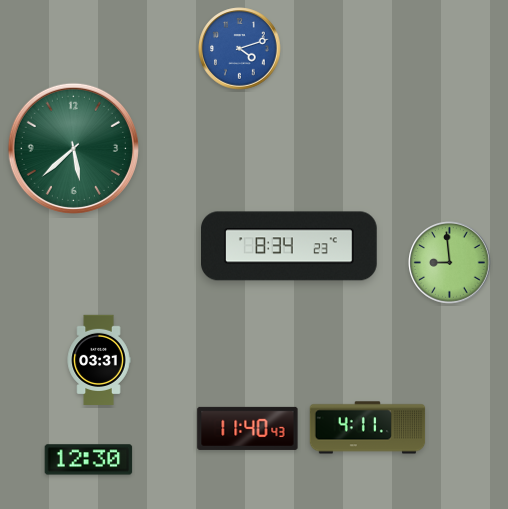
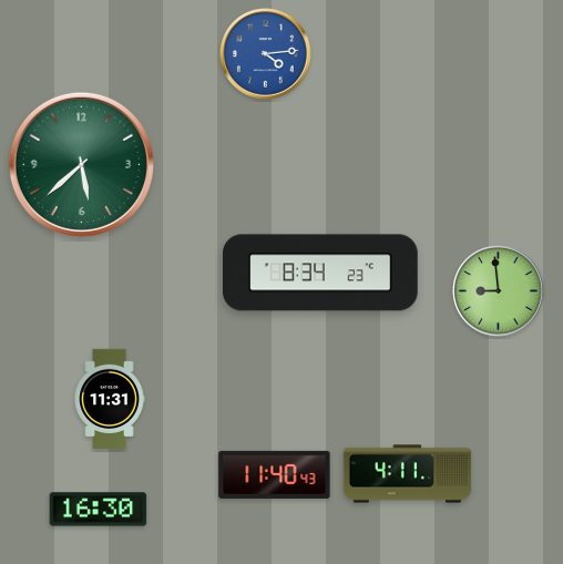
clock at (240, 49): 4:12 -> 4:14
clock at (99, 359): 03:31 -> 11:31
clock at (89, 460): 12:30 -> 16:30
